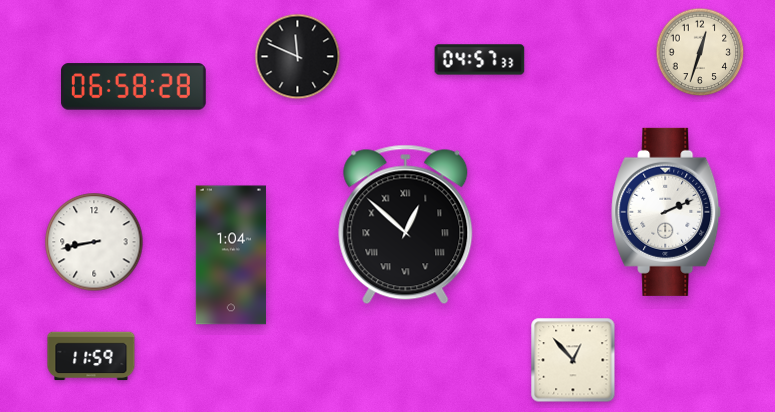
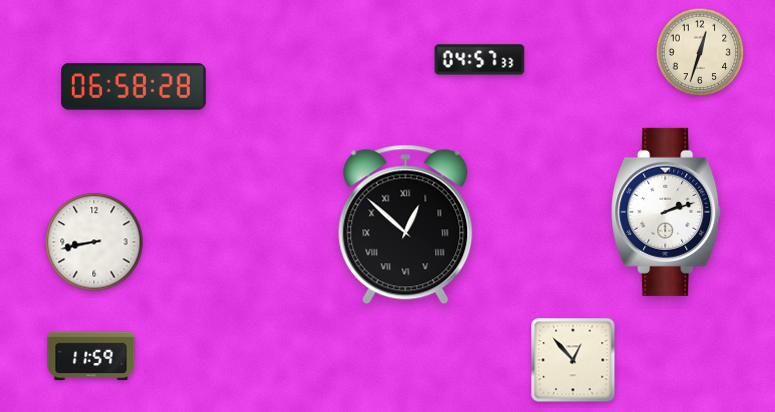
clock at (298, 57): 11:49 -> none
clock at (667, 212): 2:11 -> 2:12
clock at (231, 255): 1:04 -> none
